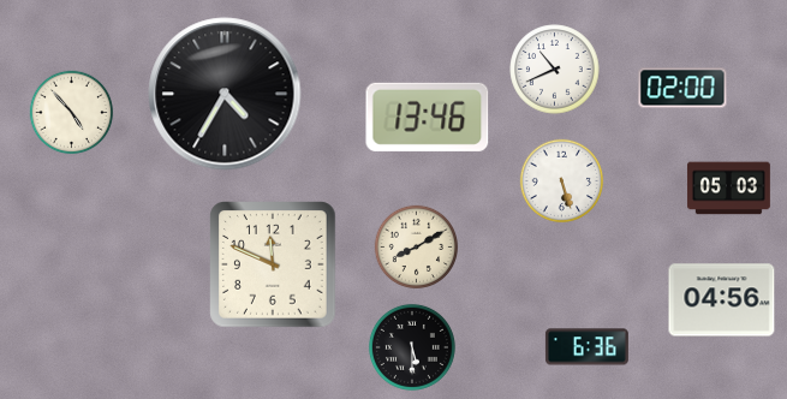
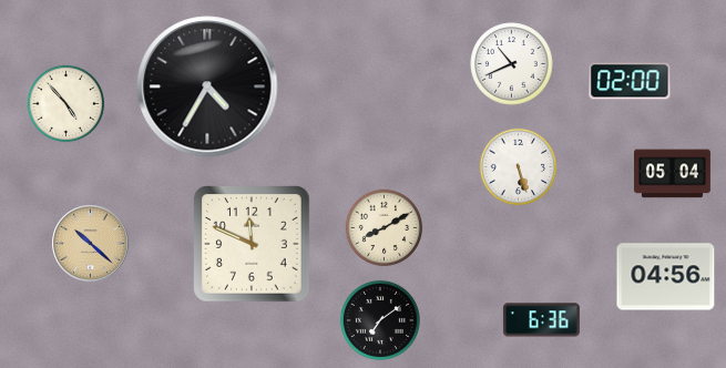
clock at (428, 117): 13:46 -> none
clock at (728, 189): 05:03 -> 05:04
clock at (91, 244): none -> 10:22
clock at (412, 347): 5:30 -> 7:09
